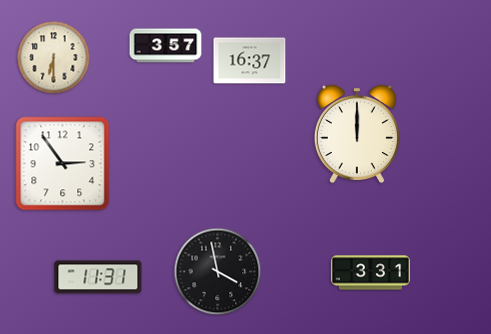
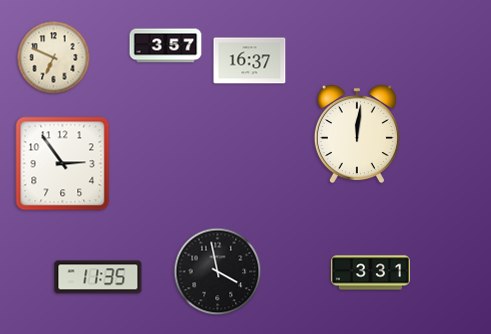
clock at (54, 58): 6:30 -> 6:49
clock at (357, 134): 12:00 -> 12:01
clock at (98, 277): 11:31 -> 11:35
